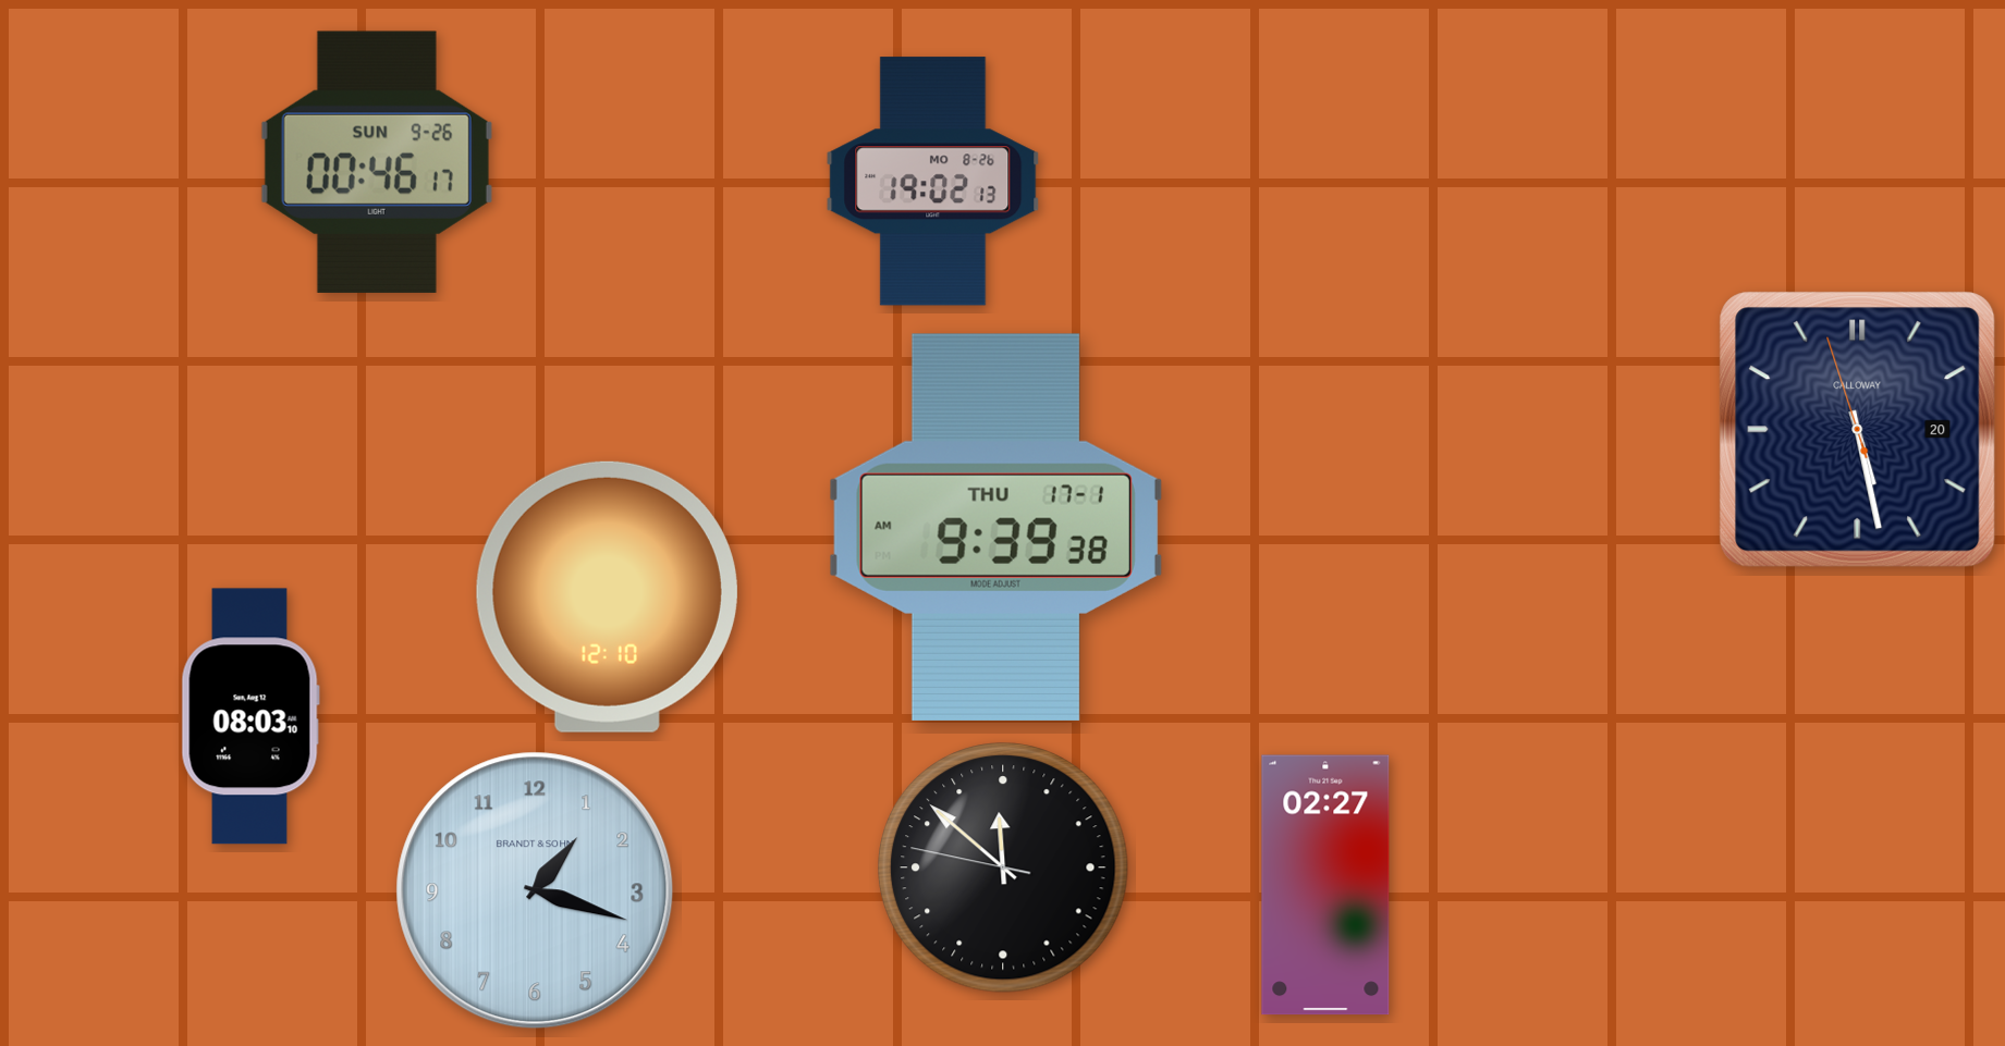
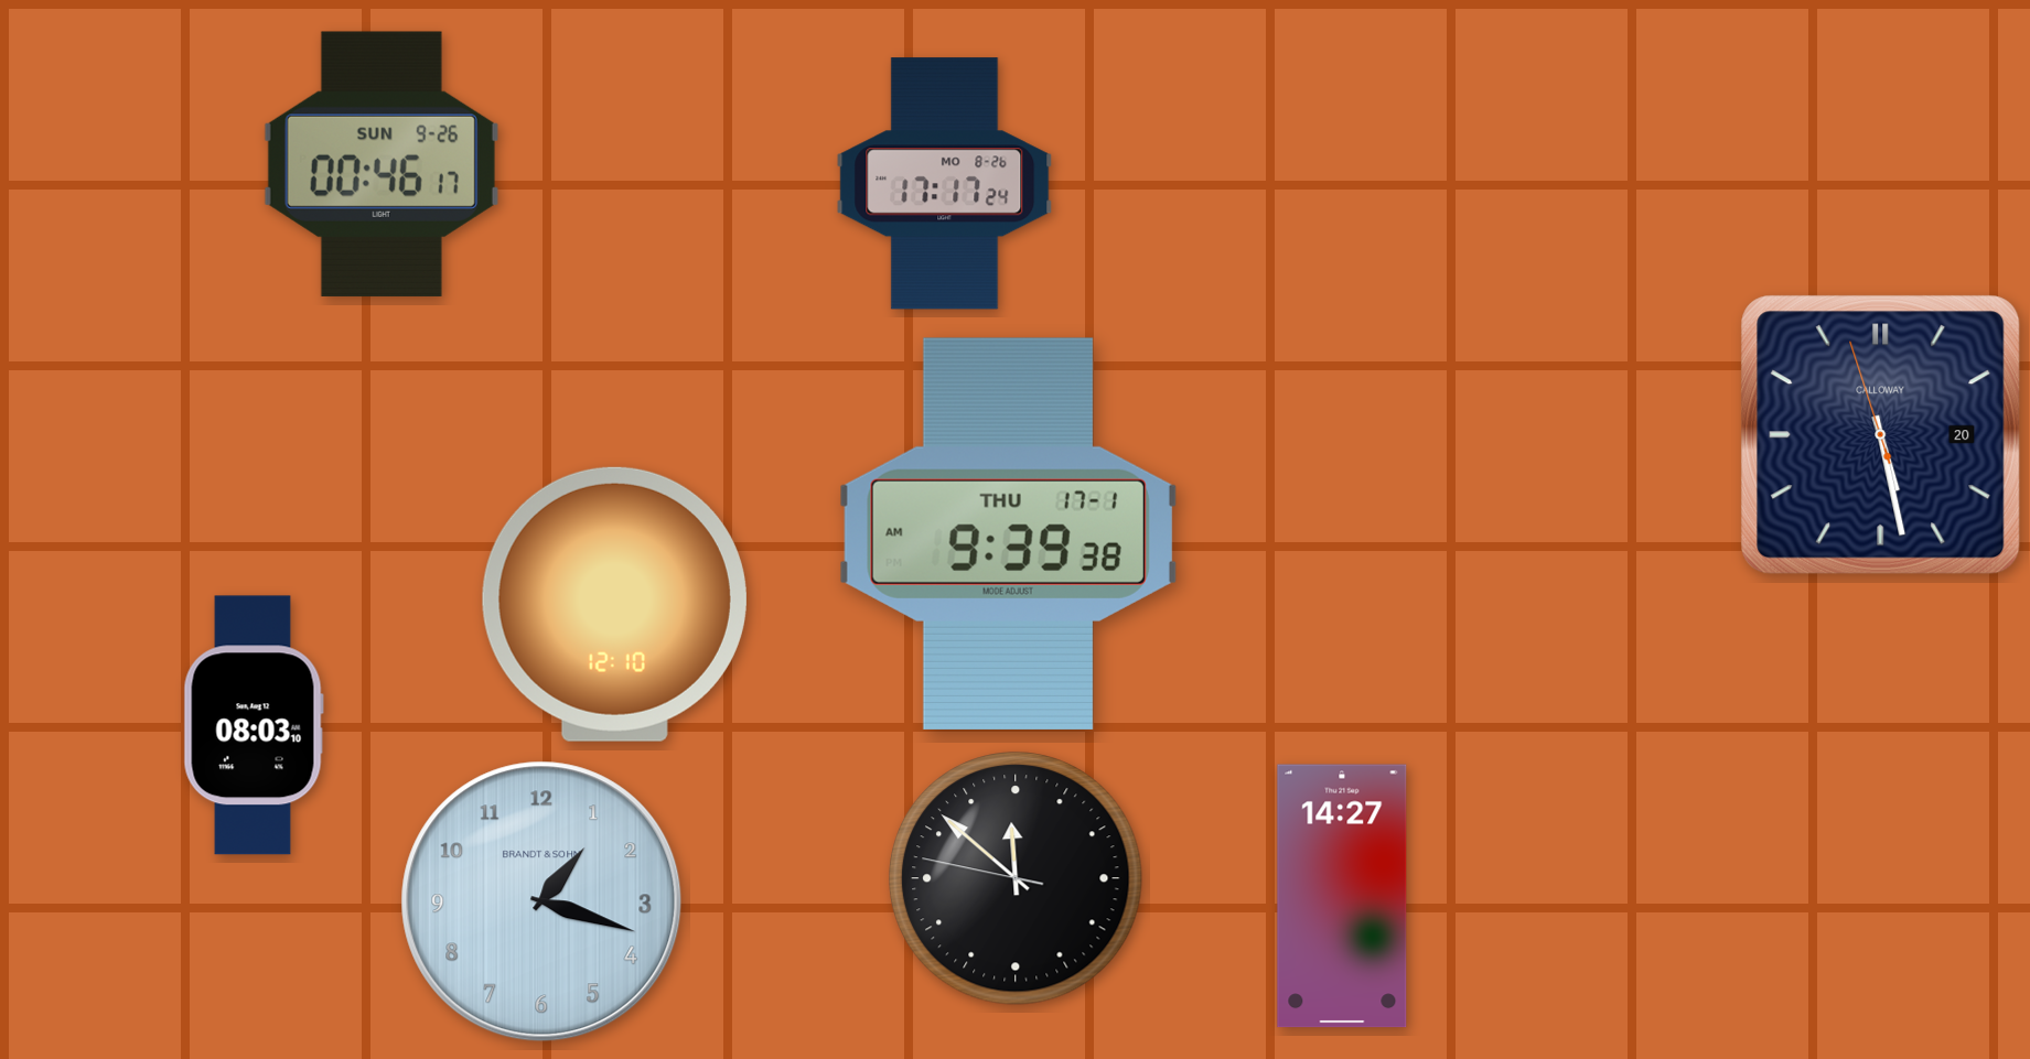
clock at (933, 182): 19:02 -> 17:17
clock at (1325, 885): 02:27 -> 14:27
